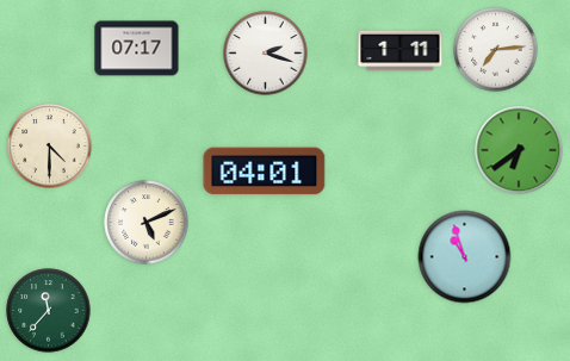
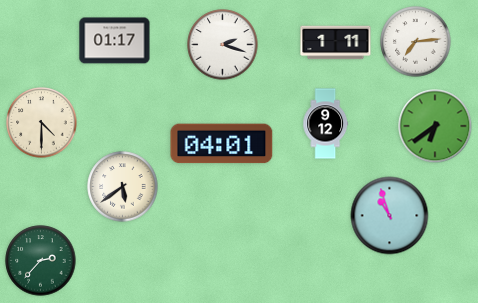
clock at (137, 49): 07:17 -> 01:17
clock at (326, 124): none -> 9:12
clock at (147, 223): 5:11 -> 5:39
clock at (49, 311): 11:37 -> 2:37
